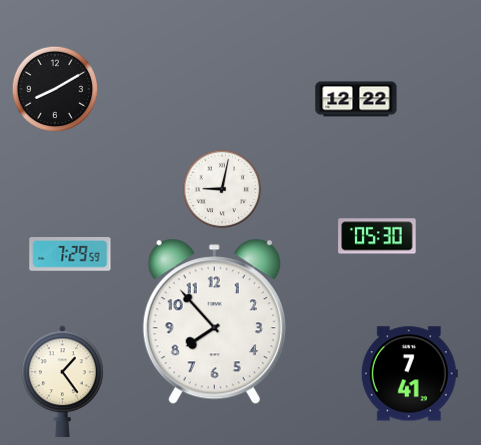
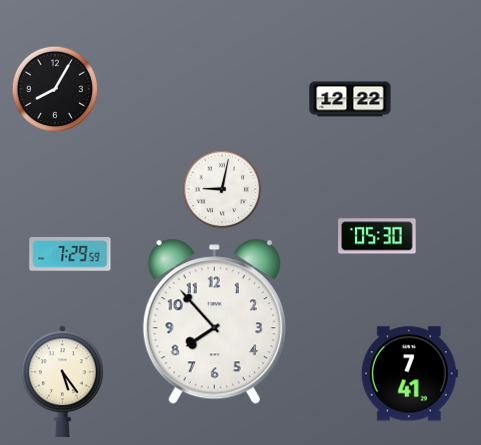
clock at (55, 89): 8:10 -> 8:05
clock at (356, 99) position: (356, 99) -> (350, 99)
clock at (63, 382): 1:24 -> 5:24
